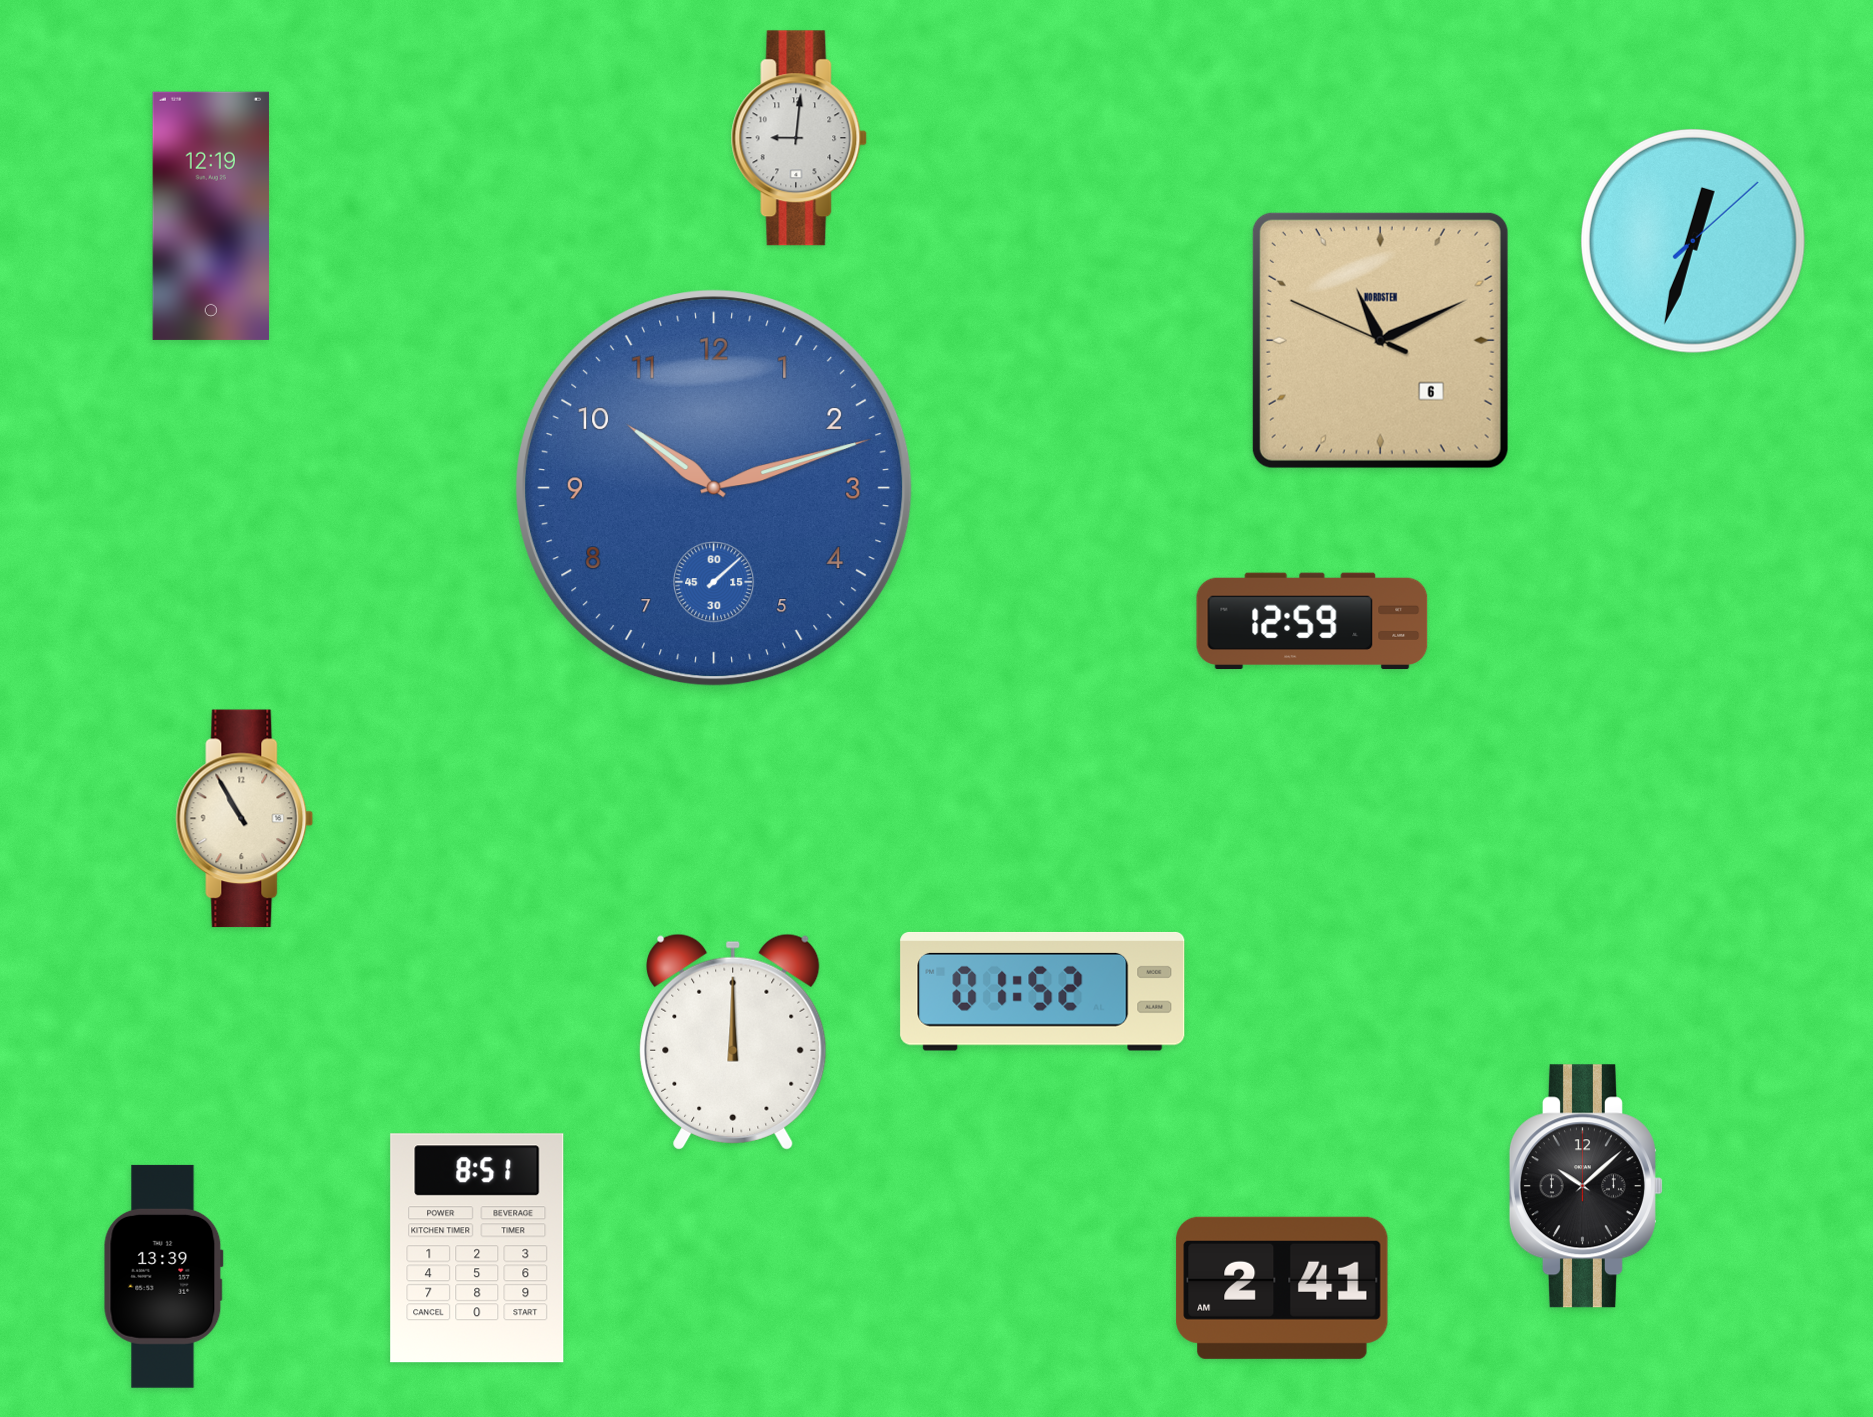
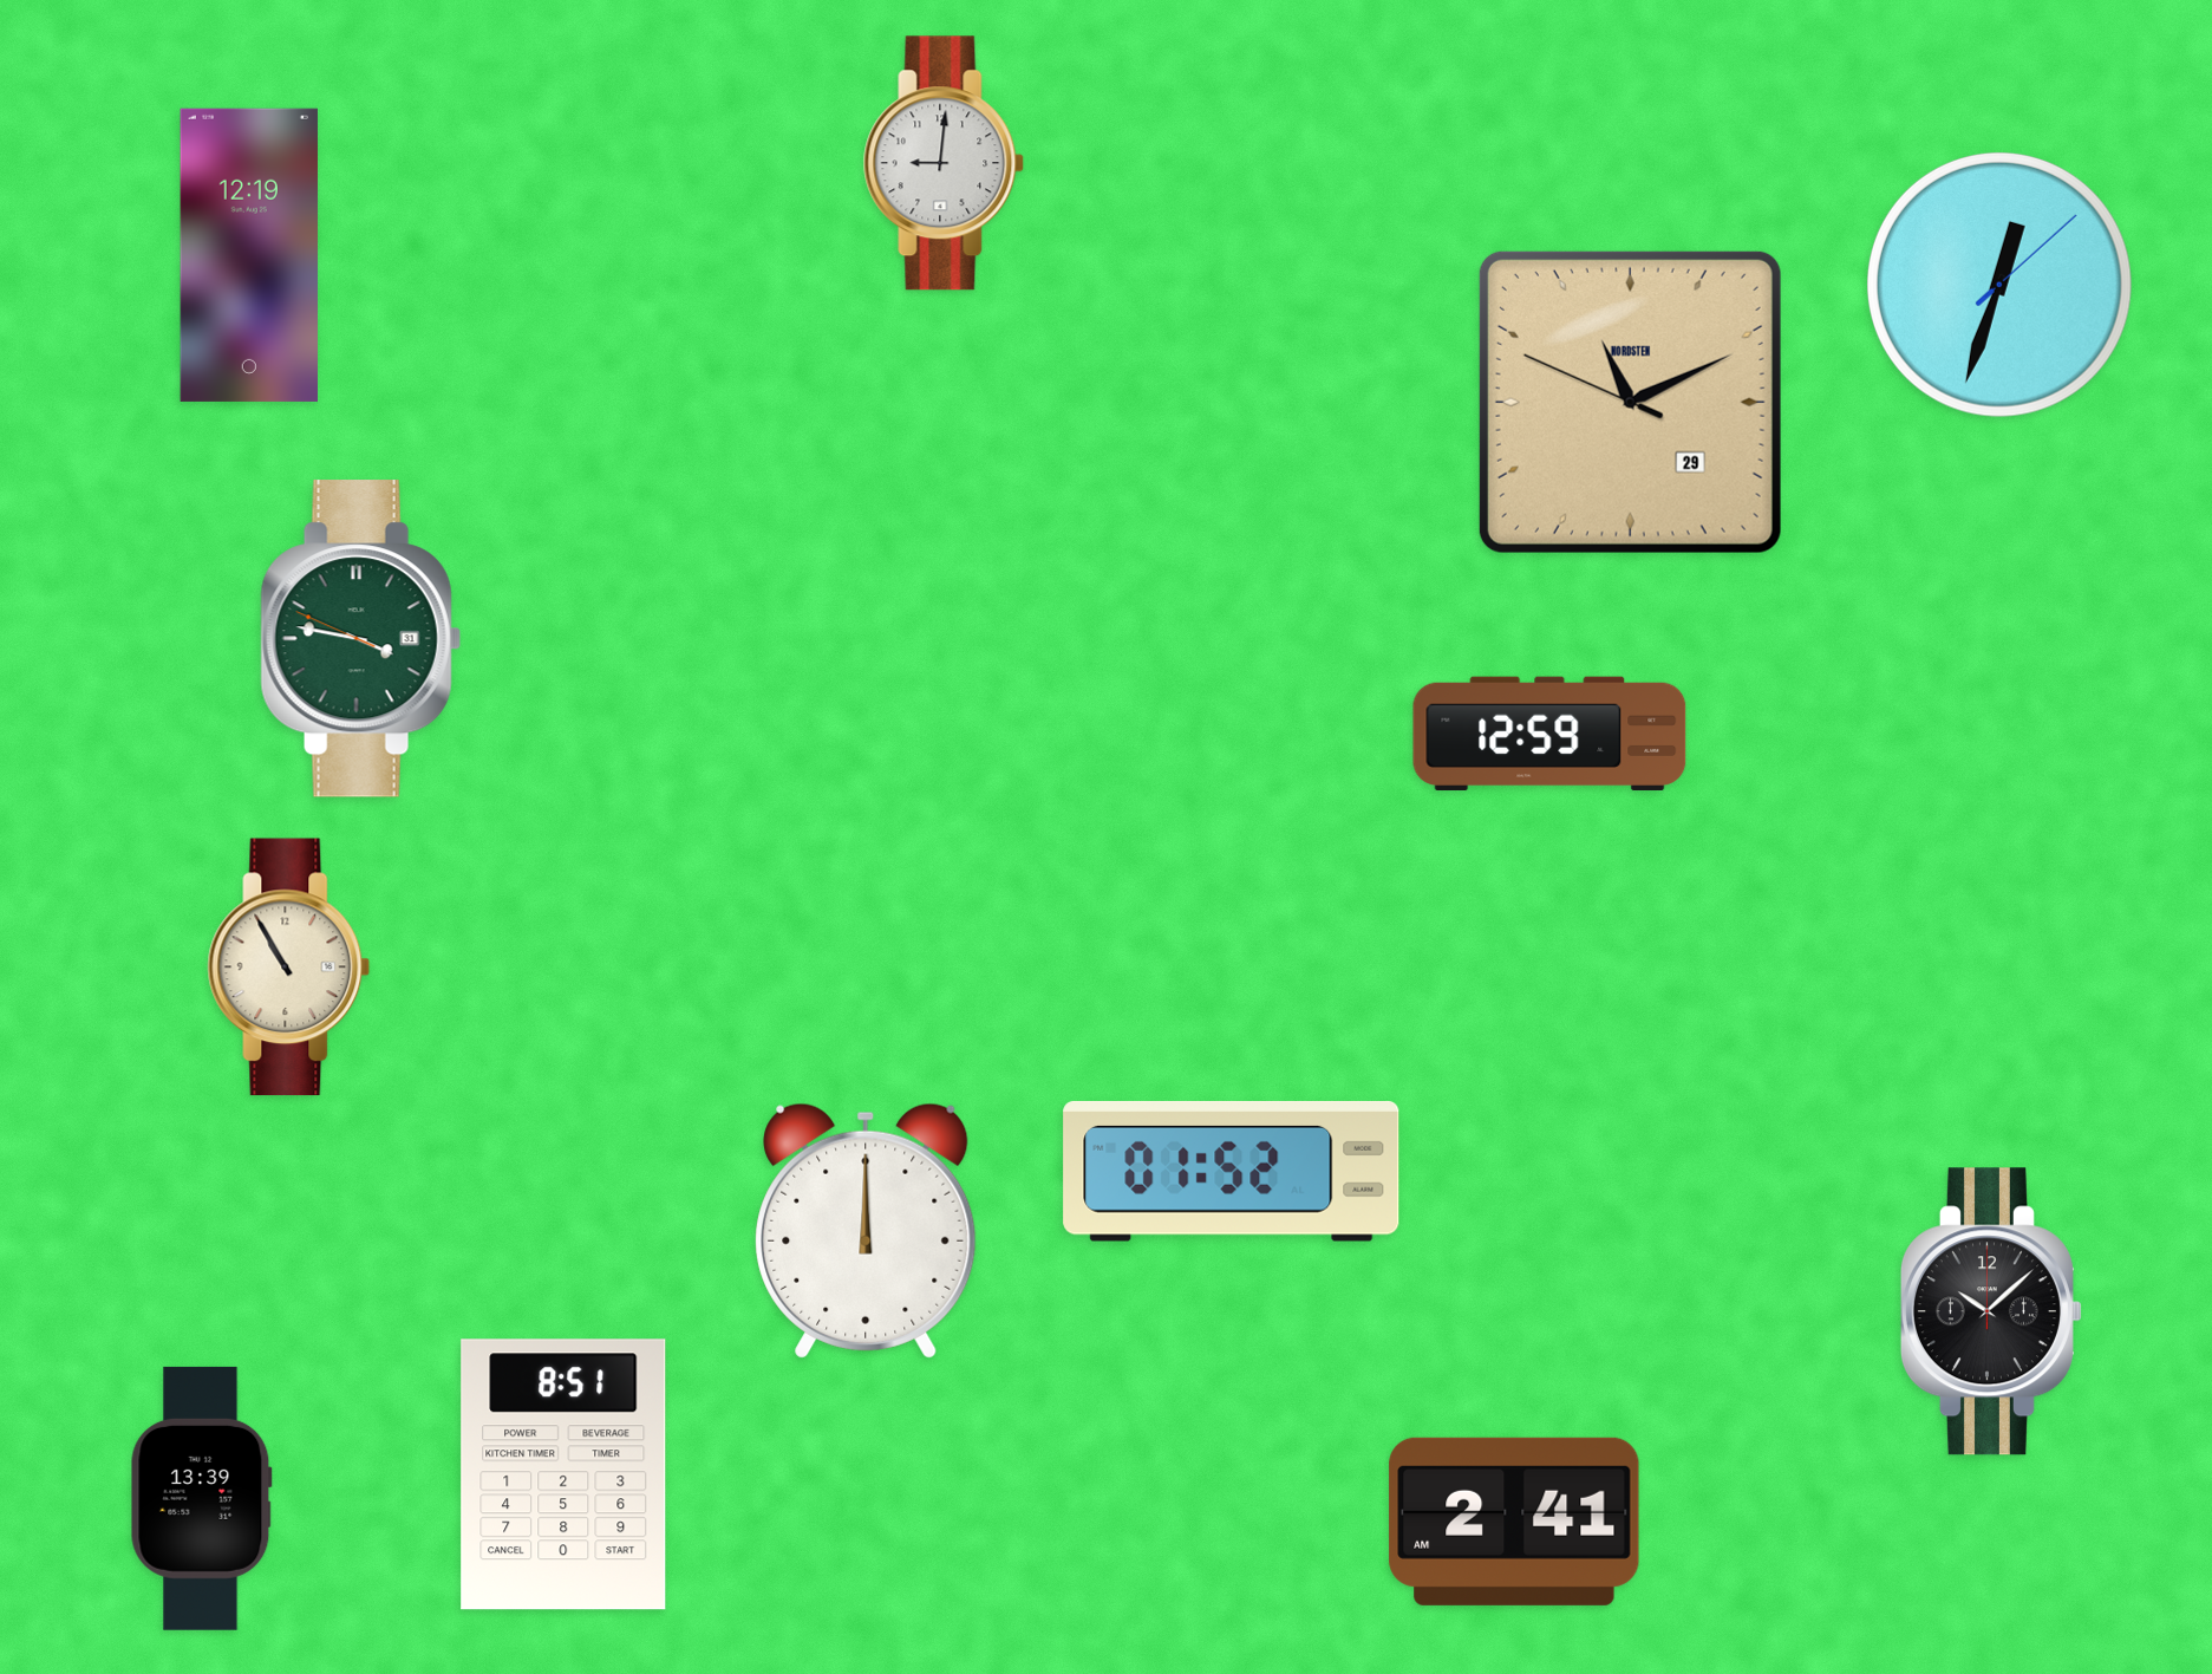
clock at (1380, 340) date: 6 -> 29
clock at (714, 488): 10:12 -> none
clock at (360, 639): none -> 3:46
clock at (1586, 1186) position: (1586, 1186) -> (1991, 1311)
clock at (163, 1276) position: (163, 1276) -> (201, 1498)
